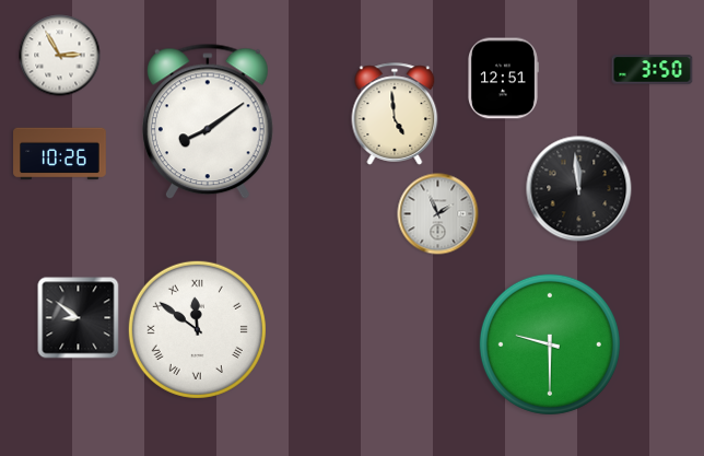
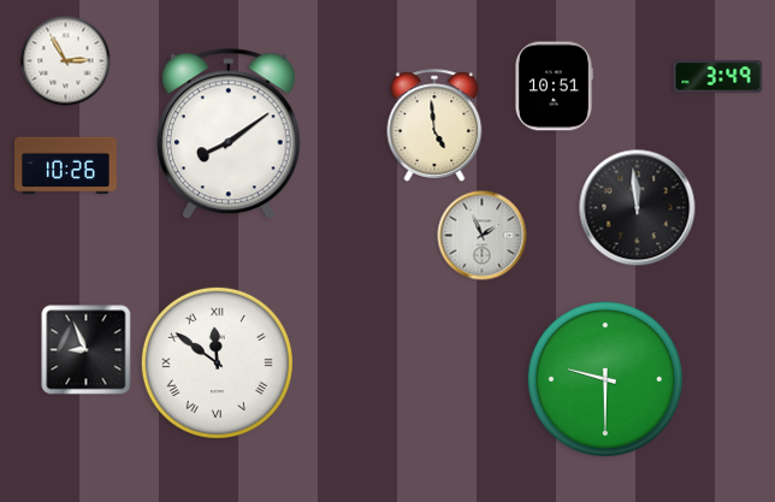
clock at (653, 70): 3:50 -> 3:49
clock at (503, 79): 12:51 -> 10:51
clock at (60, 154) position: (60, 154) -> (66, 166)
clock at (79, 318): 8:51 -> 8:56
